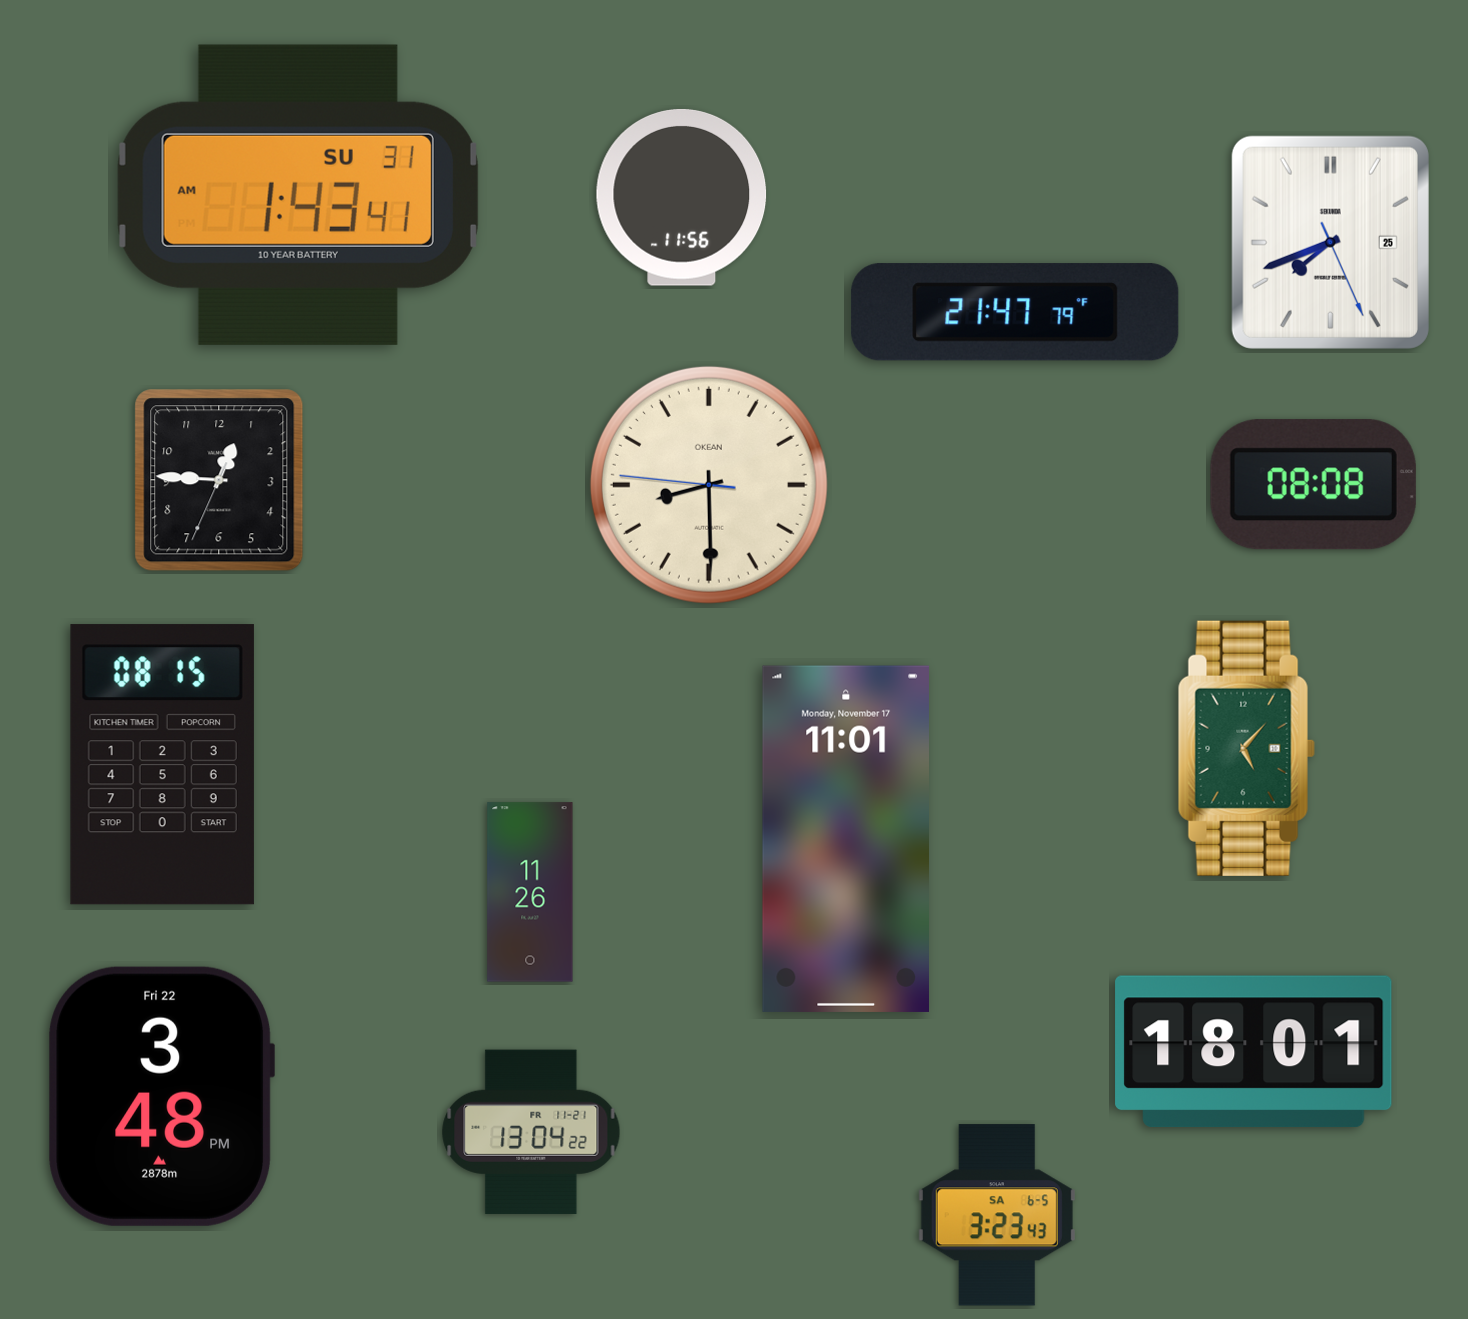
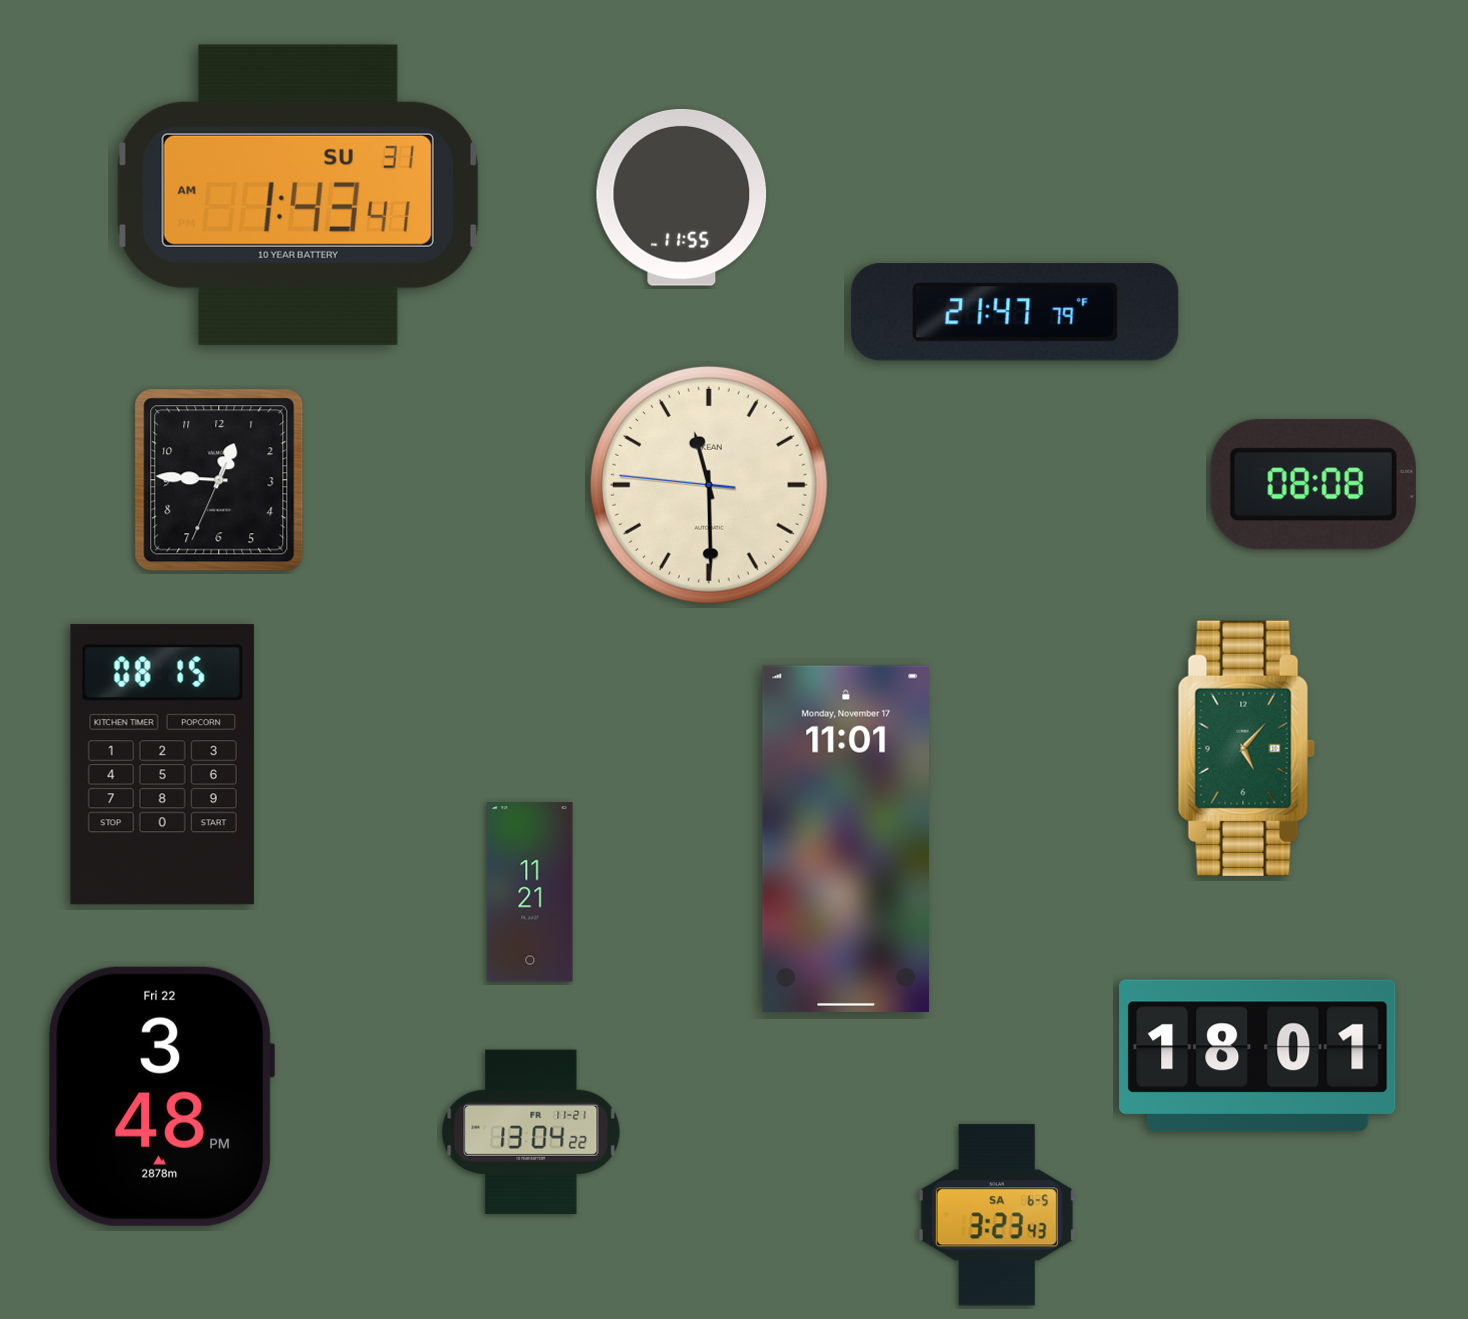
clock at (682, 197): 11:56 -> 11:55
clock at (1330, 242): 7:41 -> none
clock at (709, 485): 8:29 -> 11:29
clock at (530, 892): 11:26 -> 11:21
clock at (1254, 1051) position: (1254, 1051) -> (1258, 1055)
